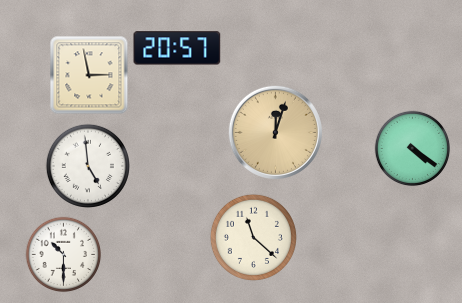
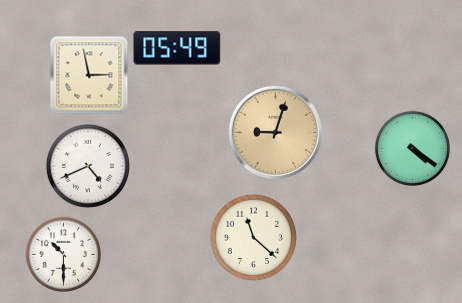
clock at (177, 48): 20:57 -> 05:49
clock at (275, 132): 12:03 -> 9:03
clock at (88, 166): 4:59 -> 4:41
